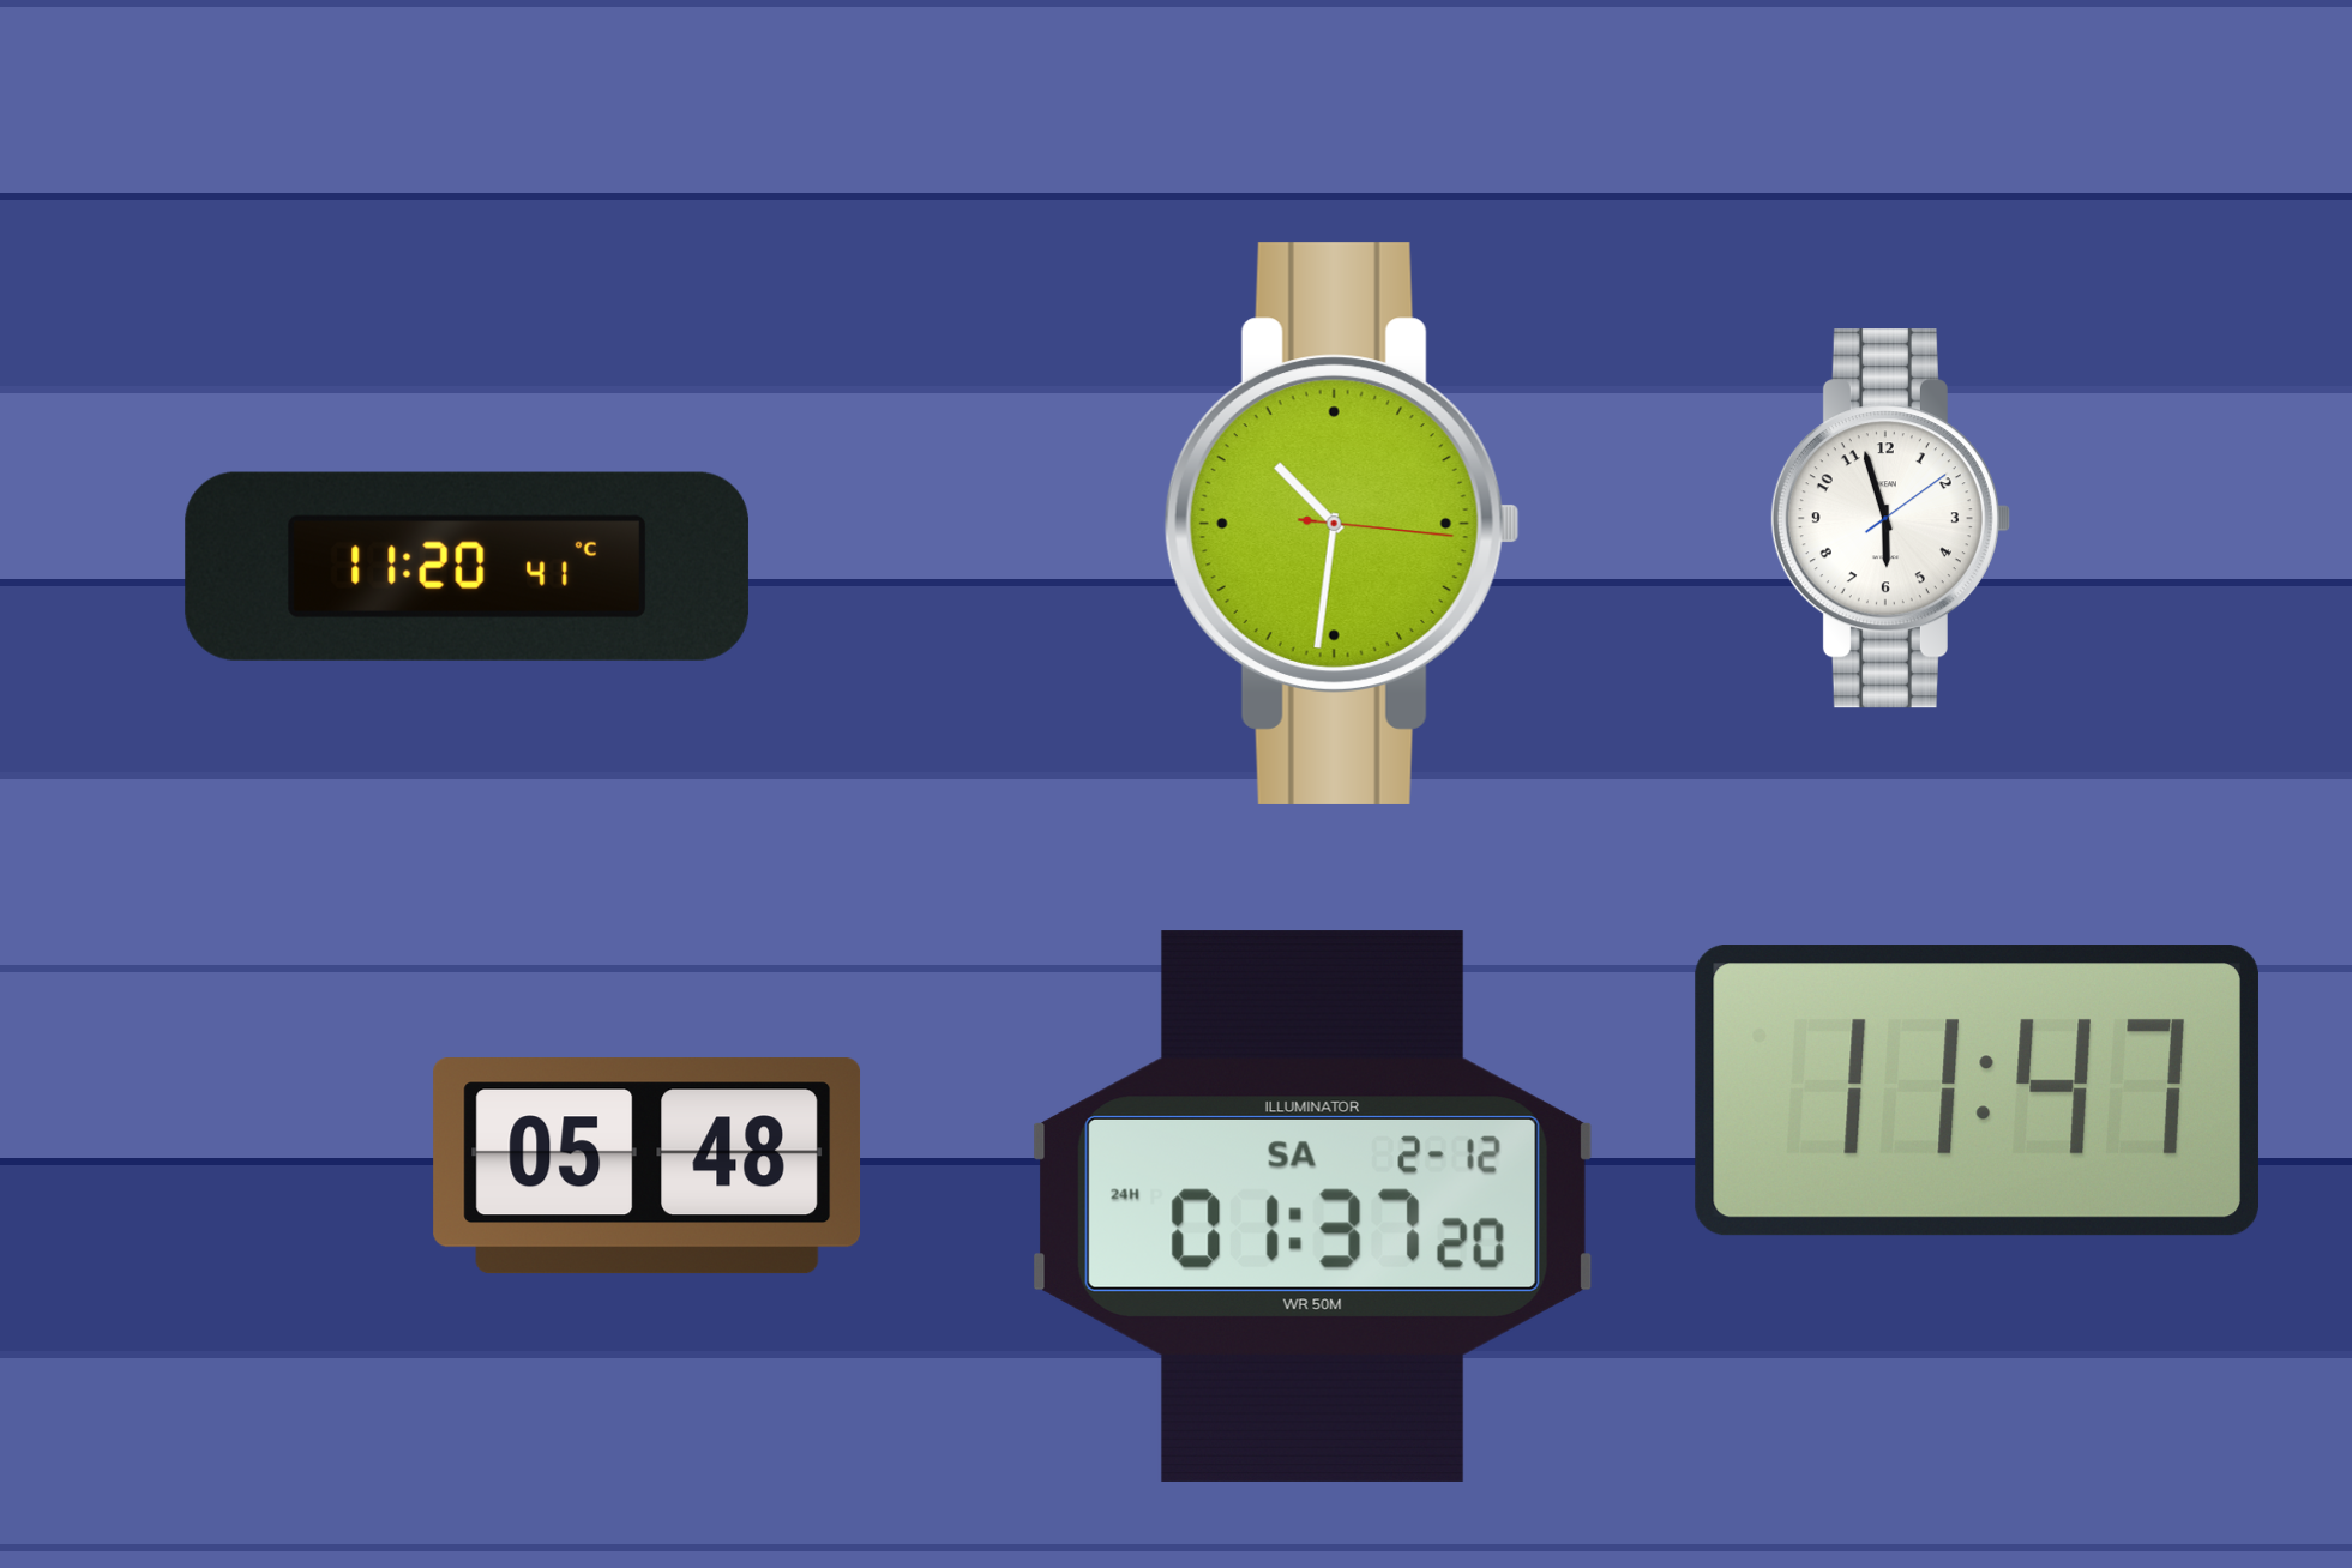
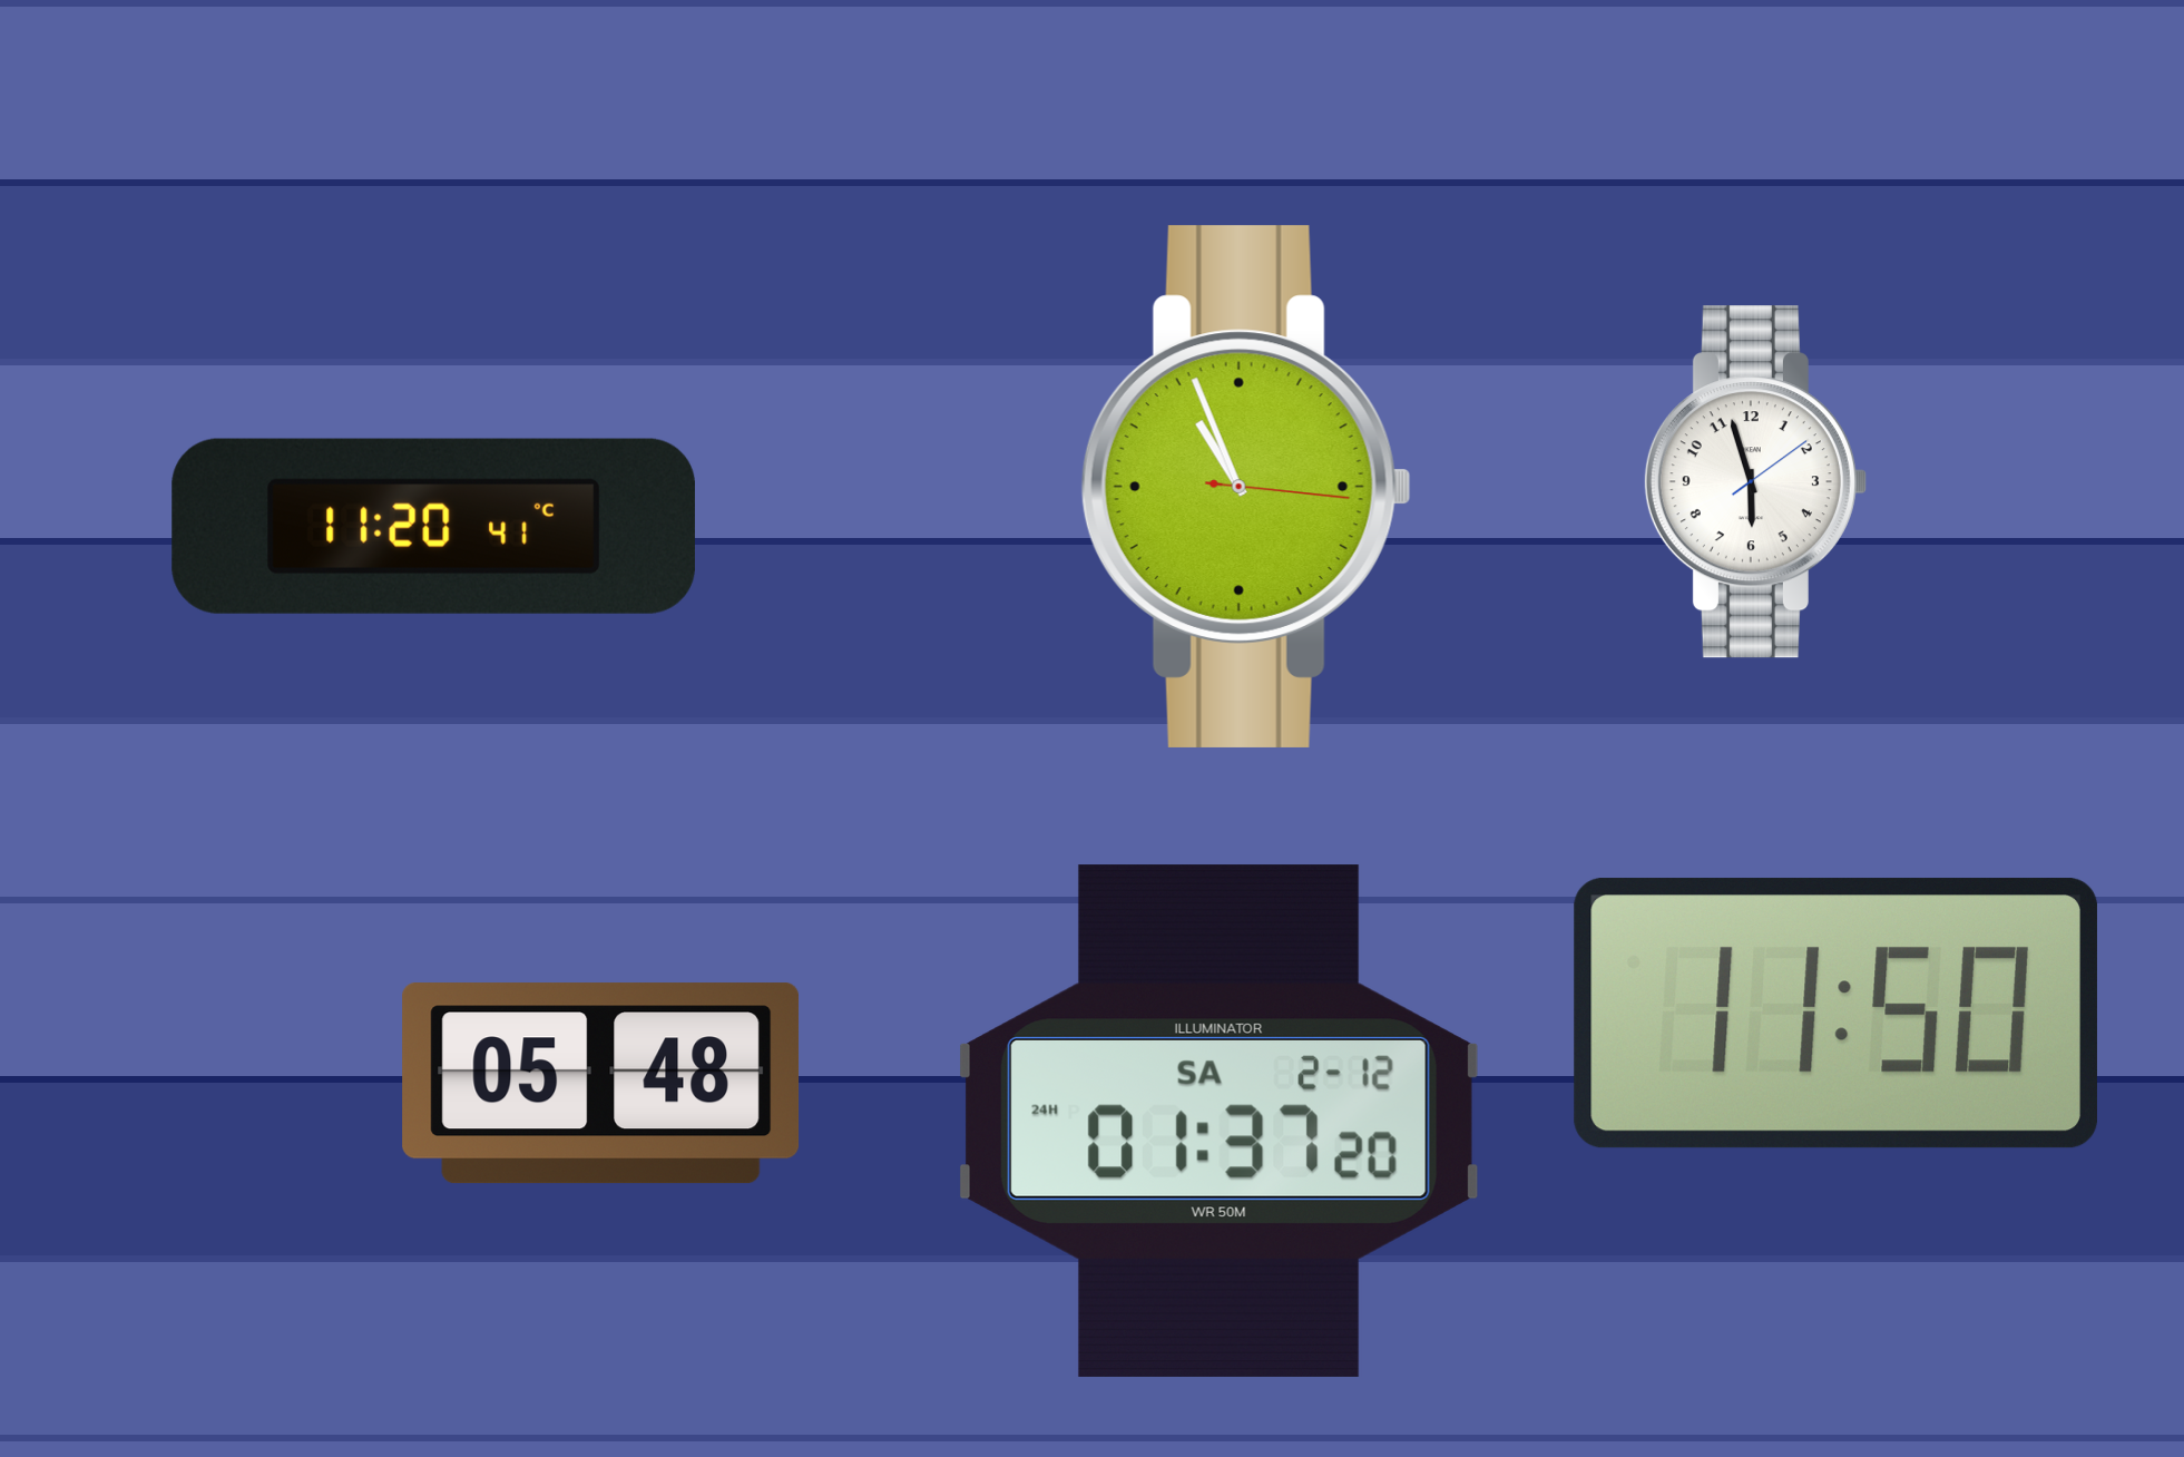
clock at (1342, 524): 10:31 -> 10:56
clock at (1977, 1091): 11:47 -> 11:50
